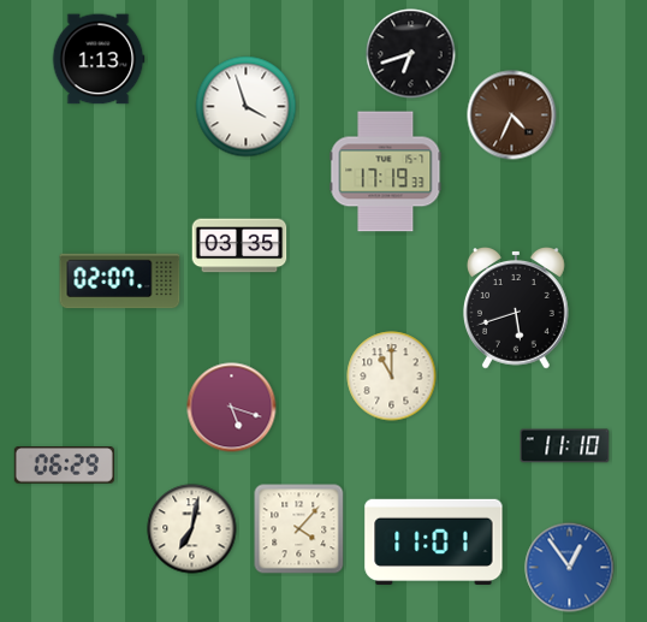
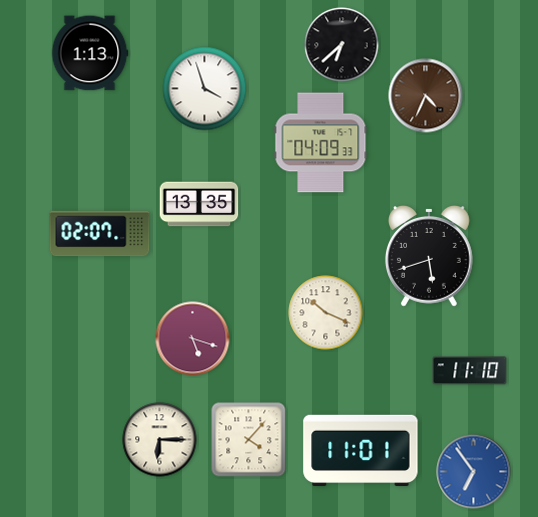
clock at (411, 54): 6:42 -> 6:38
clock at (99, 59) position: (99, 59) -> (90, 53)
clock at (386, 172): 17:19 -> 04:09
clock at (239, 245): 03:35 -> 13:35
clock at (392, 377): 11:00 -> 10:19
clock at (64, 466): 06:29 -> none
clock at (192, 529): 7:02 -> 6:15
clock at (570, 568): 12:54 -> 6:54
